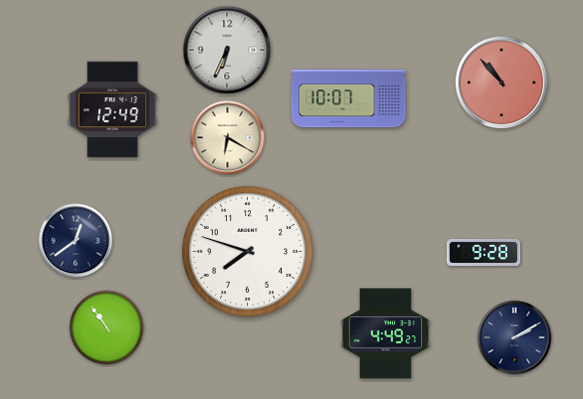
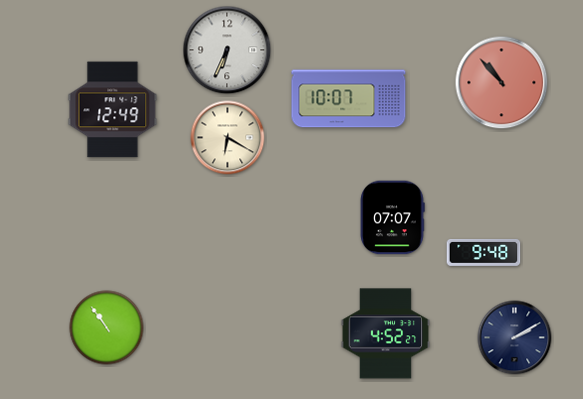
clock at (392, 218): none -> 07:07
clock at (76, 241): 12:39 -> none
clock at (248, 252): 7:48 -> none
clock at (484, 253): 9:28 -> 9:48
clock at (385, 334): 4:49 -> 4:52
